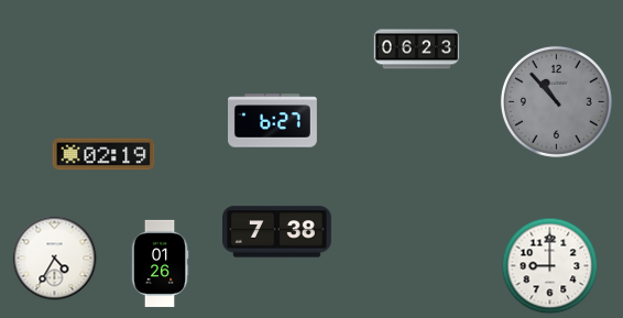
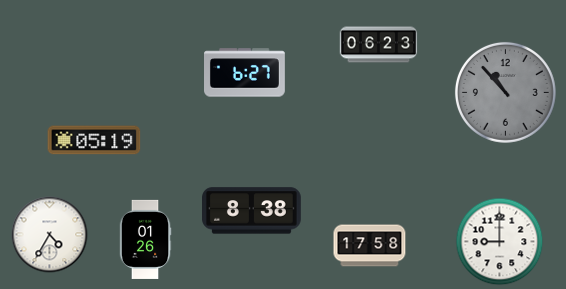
clock at (273, 121) position: (273, 121) -> (245, 73)
clock at (103, 154): 02:19 -> 05:19
clock at (277, 232): 7:38 -> 8:38
clock at (370, 246): none -> 17:58
